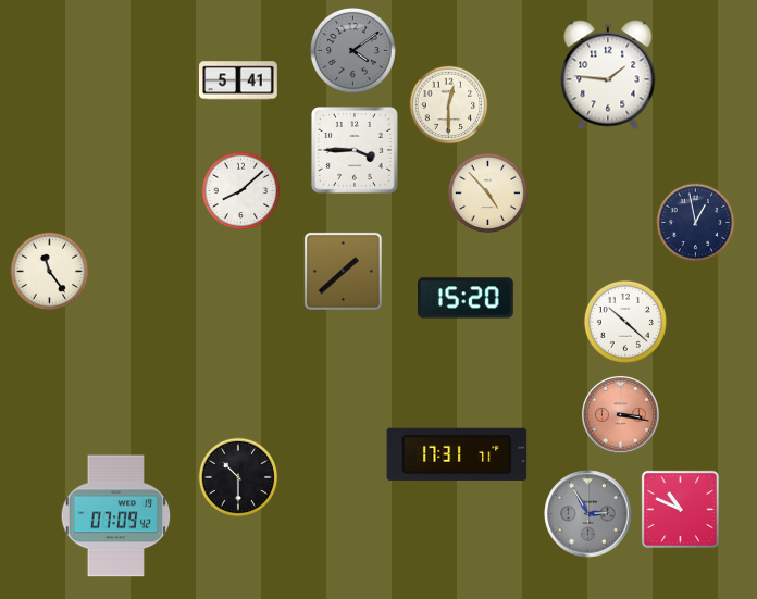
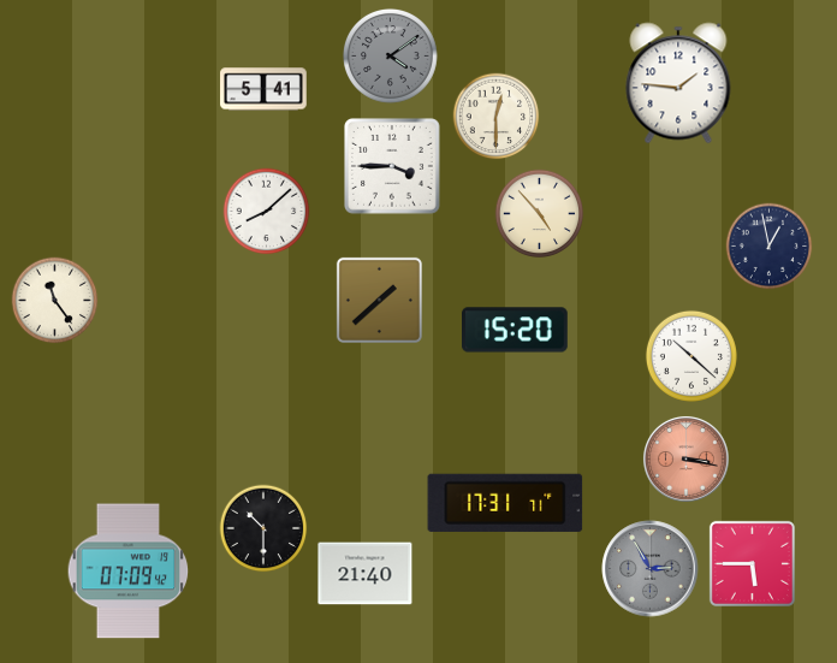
clock at (608, 75) position: (608, 75) -> (678, 83)
clock at (680, 509): 10:49 -> 5:45
clock at (366, 574): none -> 21:40
